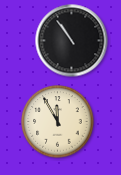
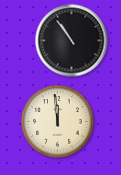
clock at (58, 122): 11:55 -> 11:59
